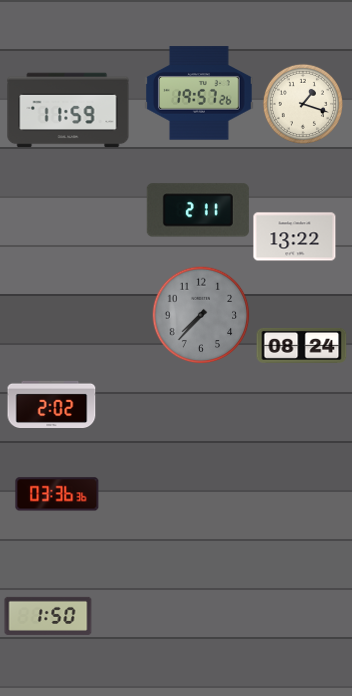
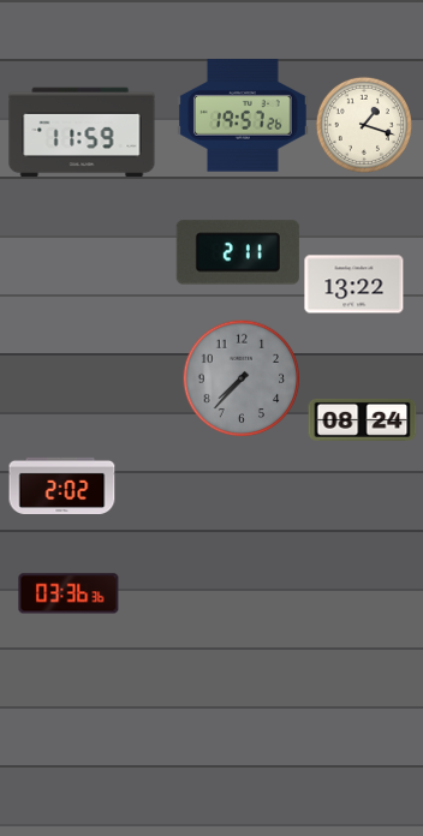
clock at (200, 93) position: (200, 93) -> (244, 115)
clock at (302, 345) position: (302, 345) -> (363, 419)
clock at (48, 616): 1:50 -> none
